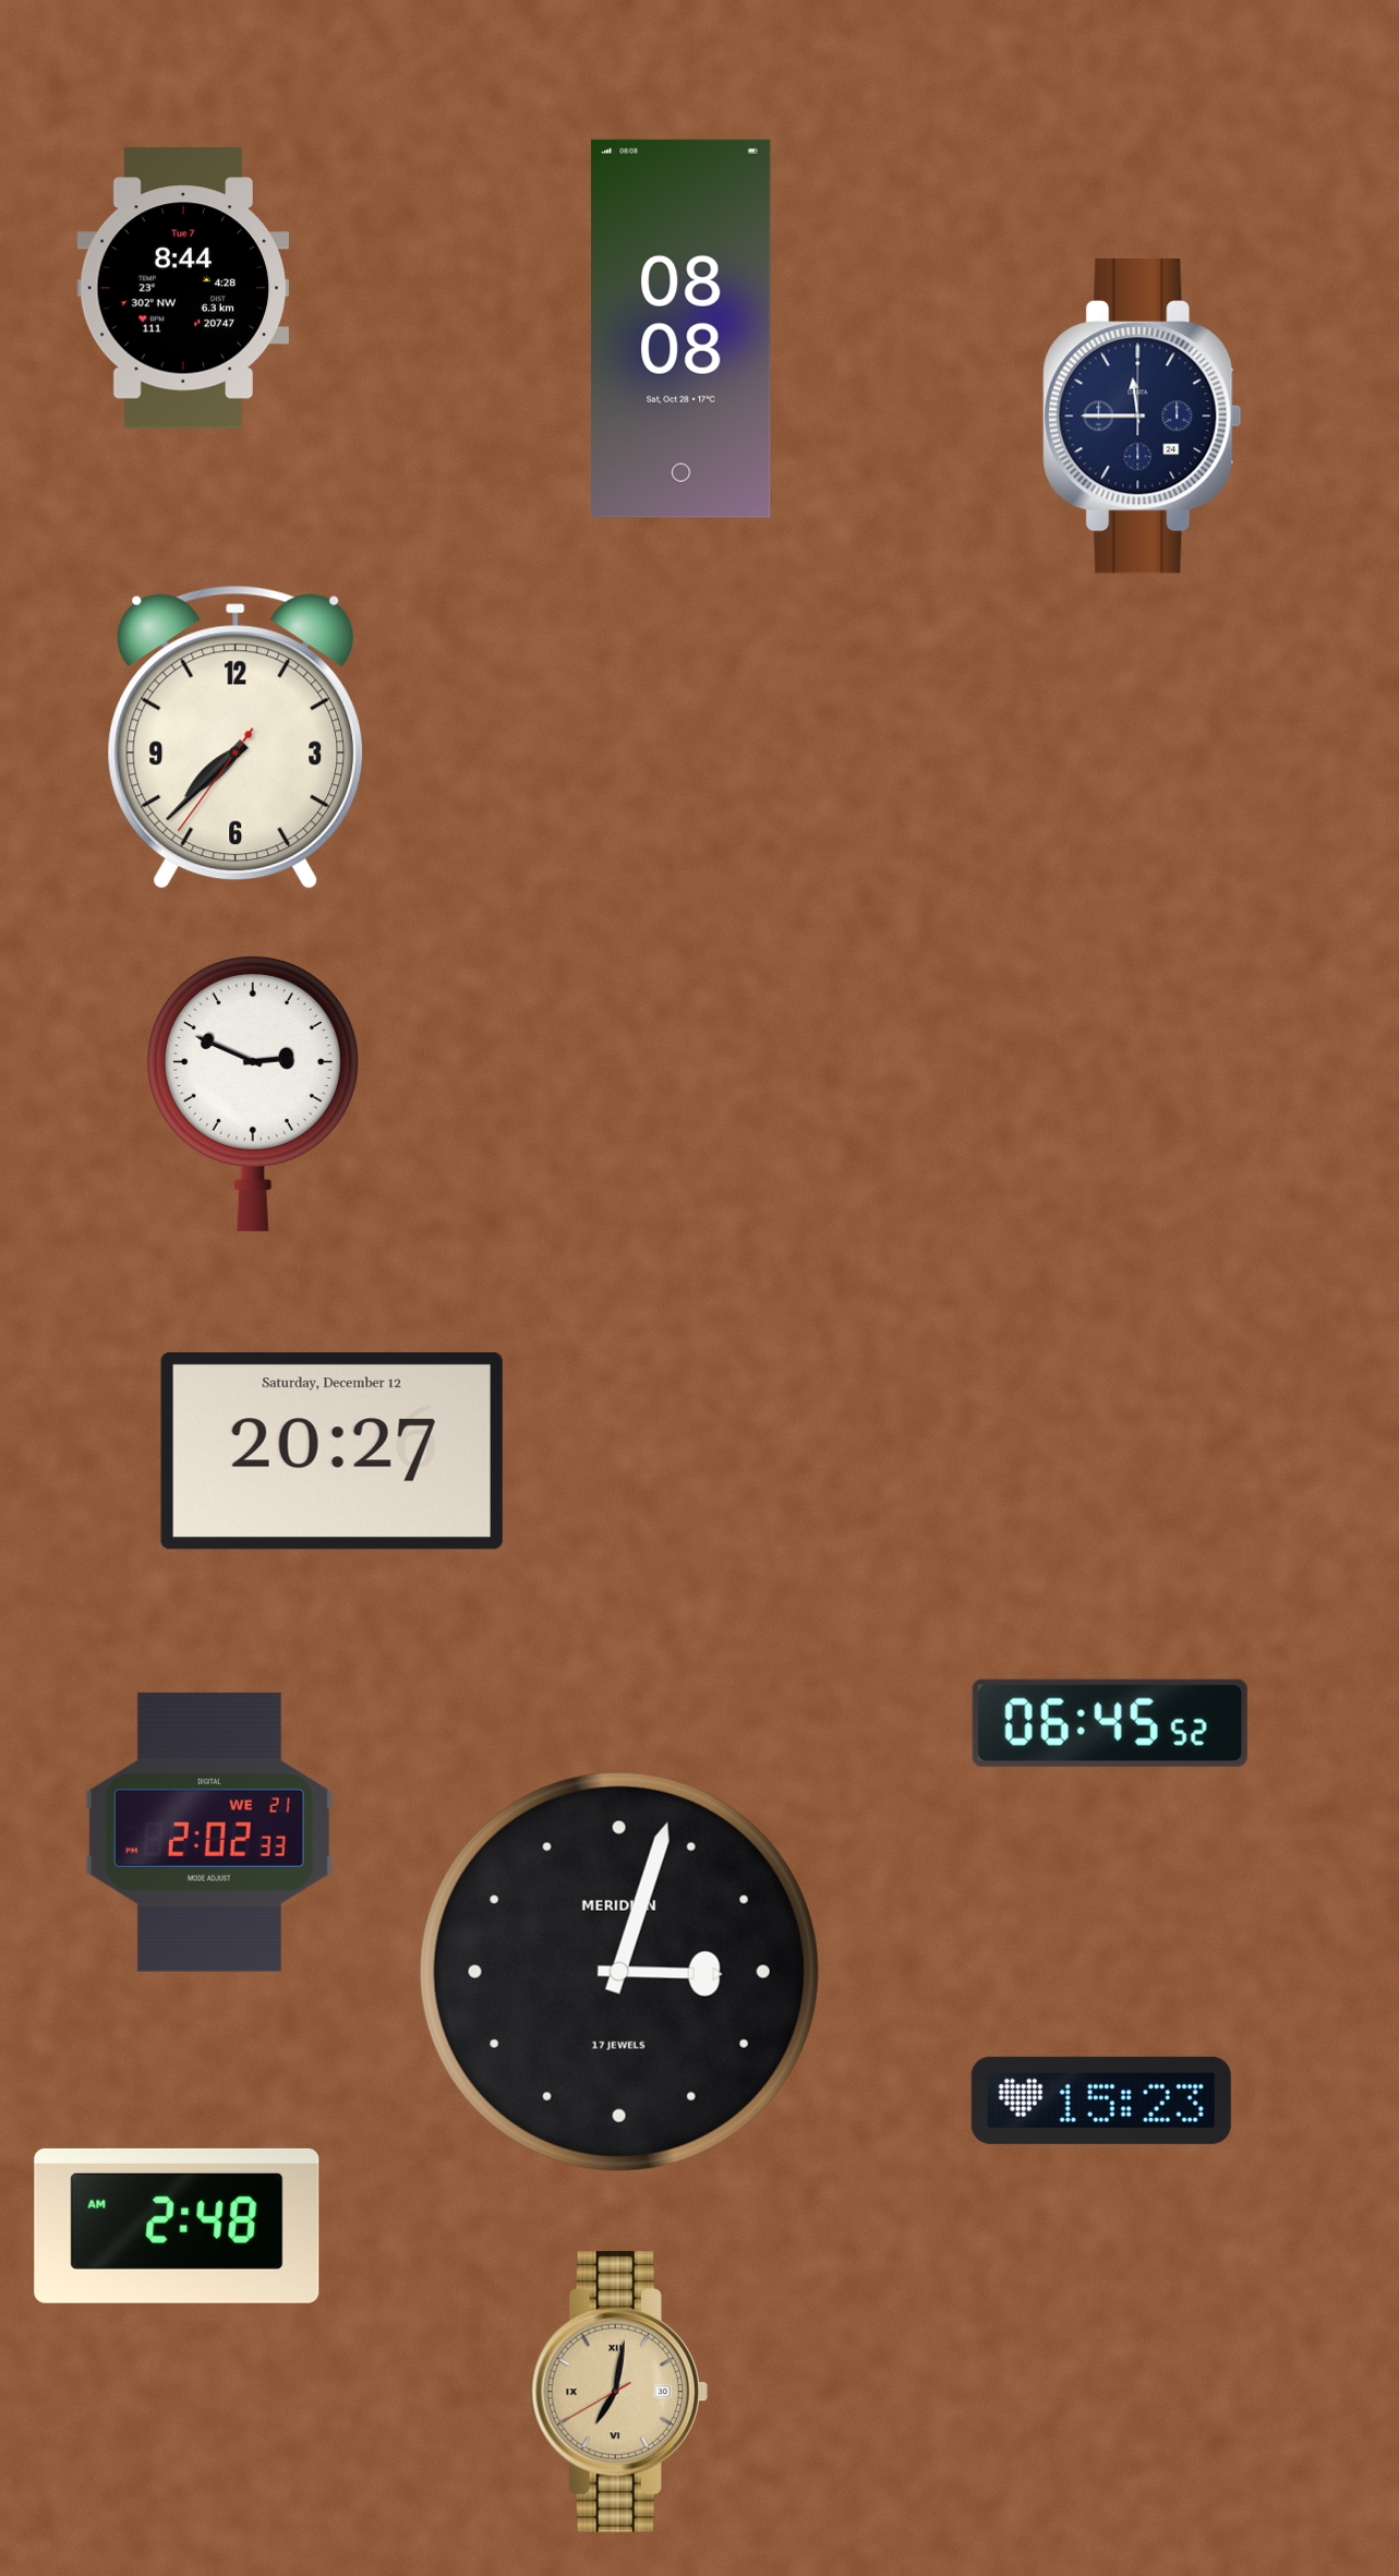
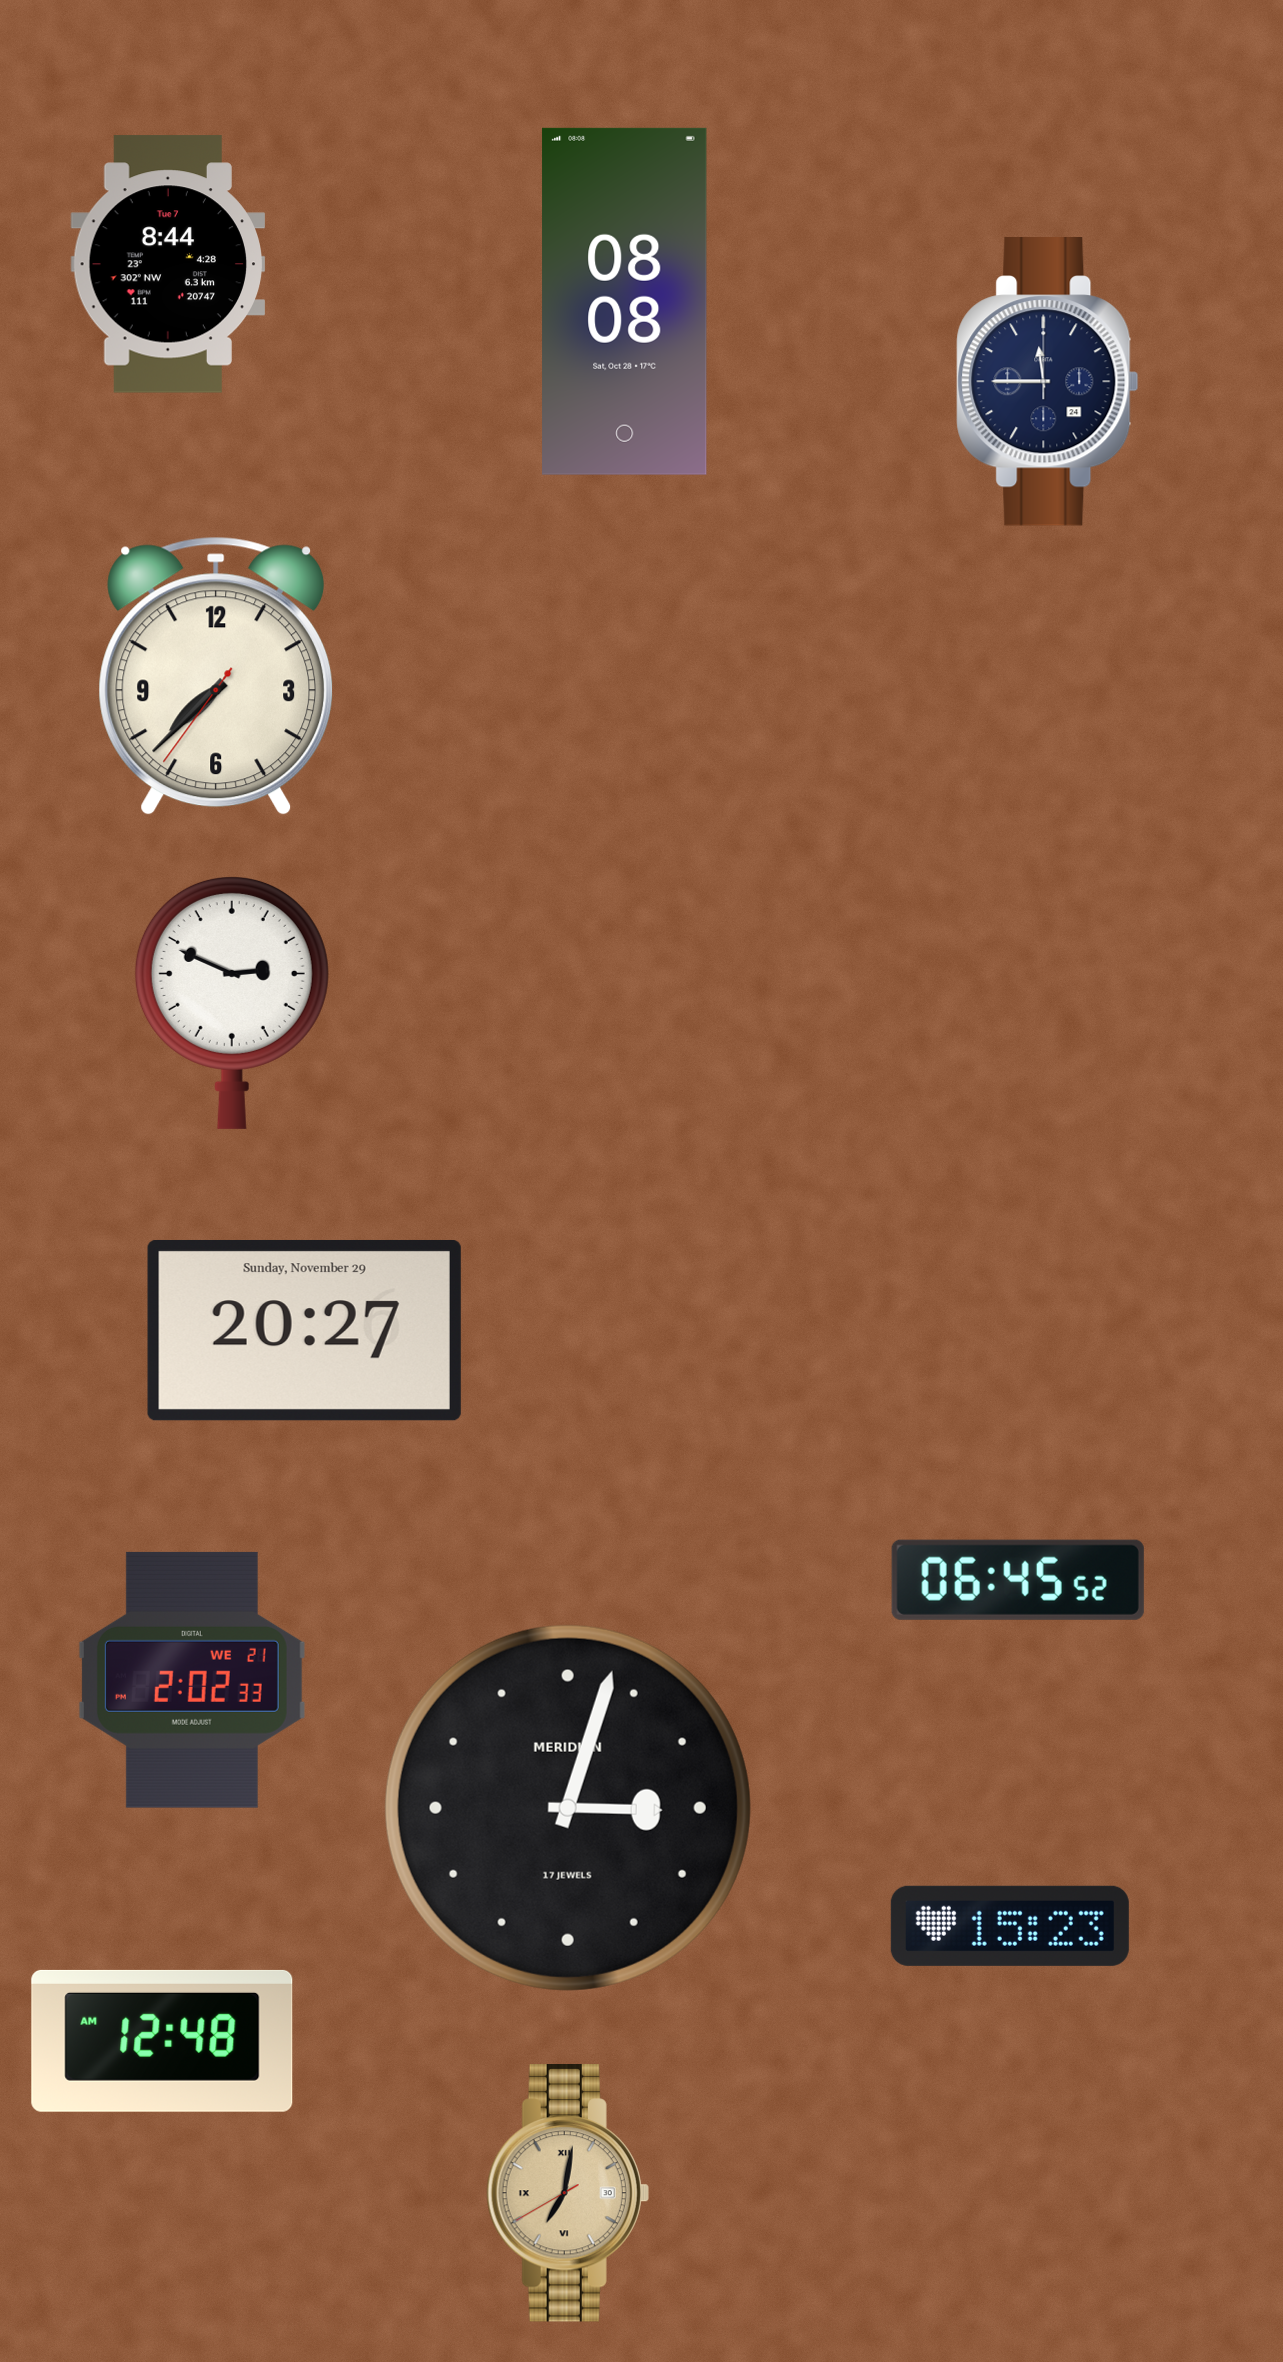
clock at (331, 1450) date: Saturday, December 12 -> Sunday, November 29
clock at (177, 2226): 2:48 -> 12:48
